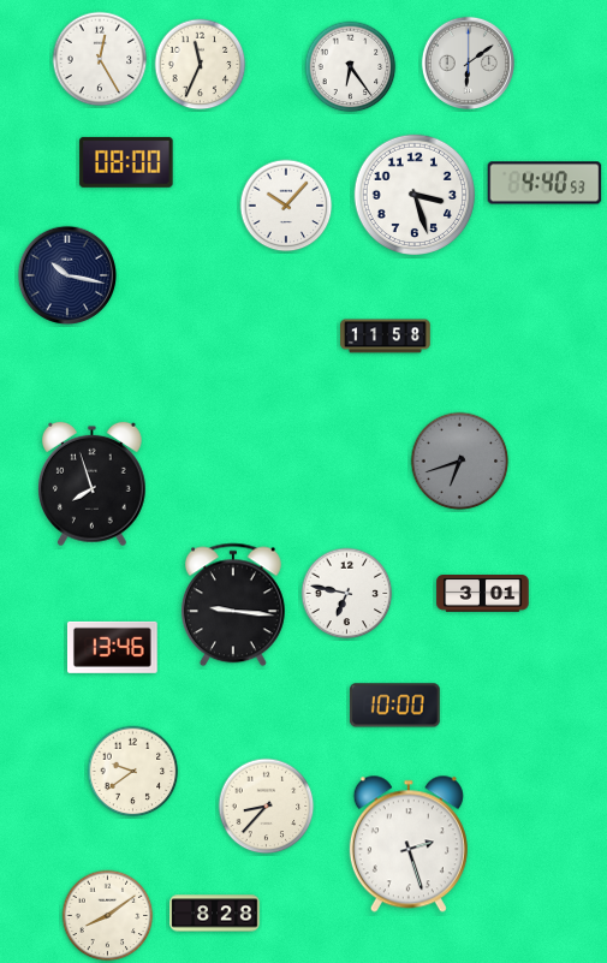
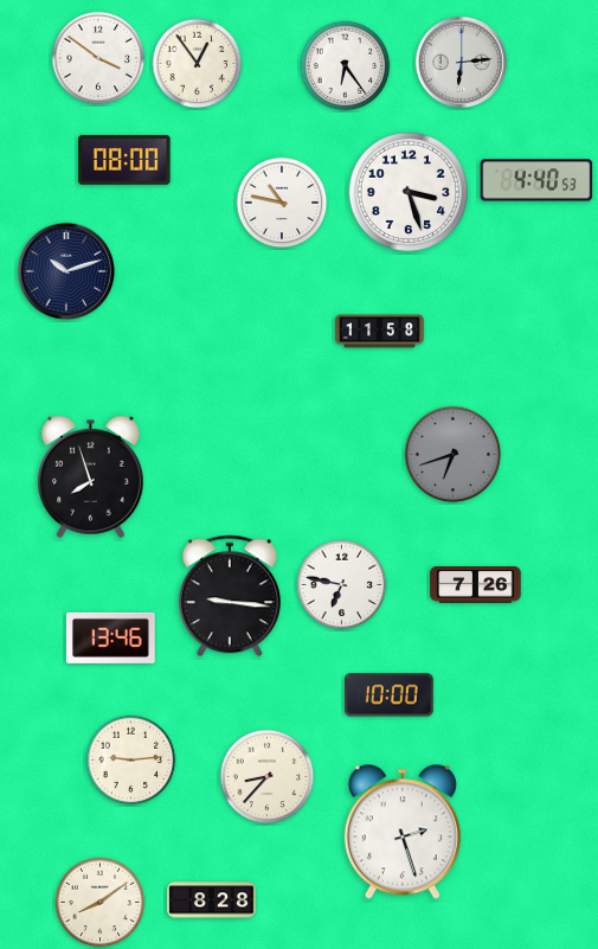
clock at (100, 59): 12:25 -> 3:51
clock at (468, 63): 6:09 -> 6:14
clock at (201, 65): 11:34 -> 12:54
clock at (286, 206): 10:07 -> 10:47
clock at (67, 275): 10:17 -> 10:12
clock at (483, 594): 3:01 -> 7:26
clock at (133, 772): 9:39 -> 9:14
clock at (267, 807) position: (267, 807) -> (268, 777)
clock at (108, 916) position: (108, 916) -> (101, 903)
